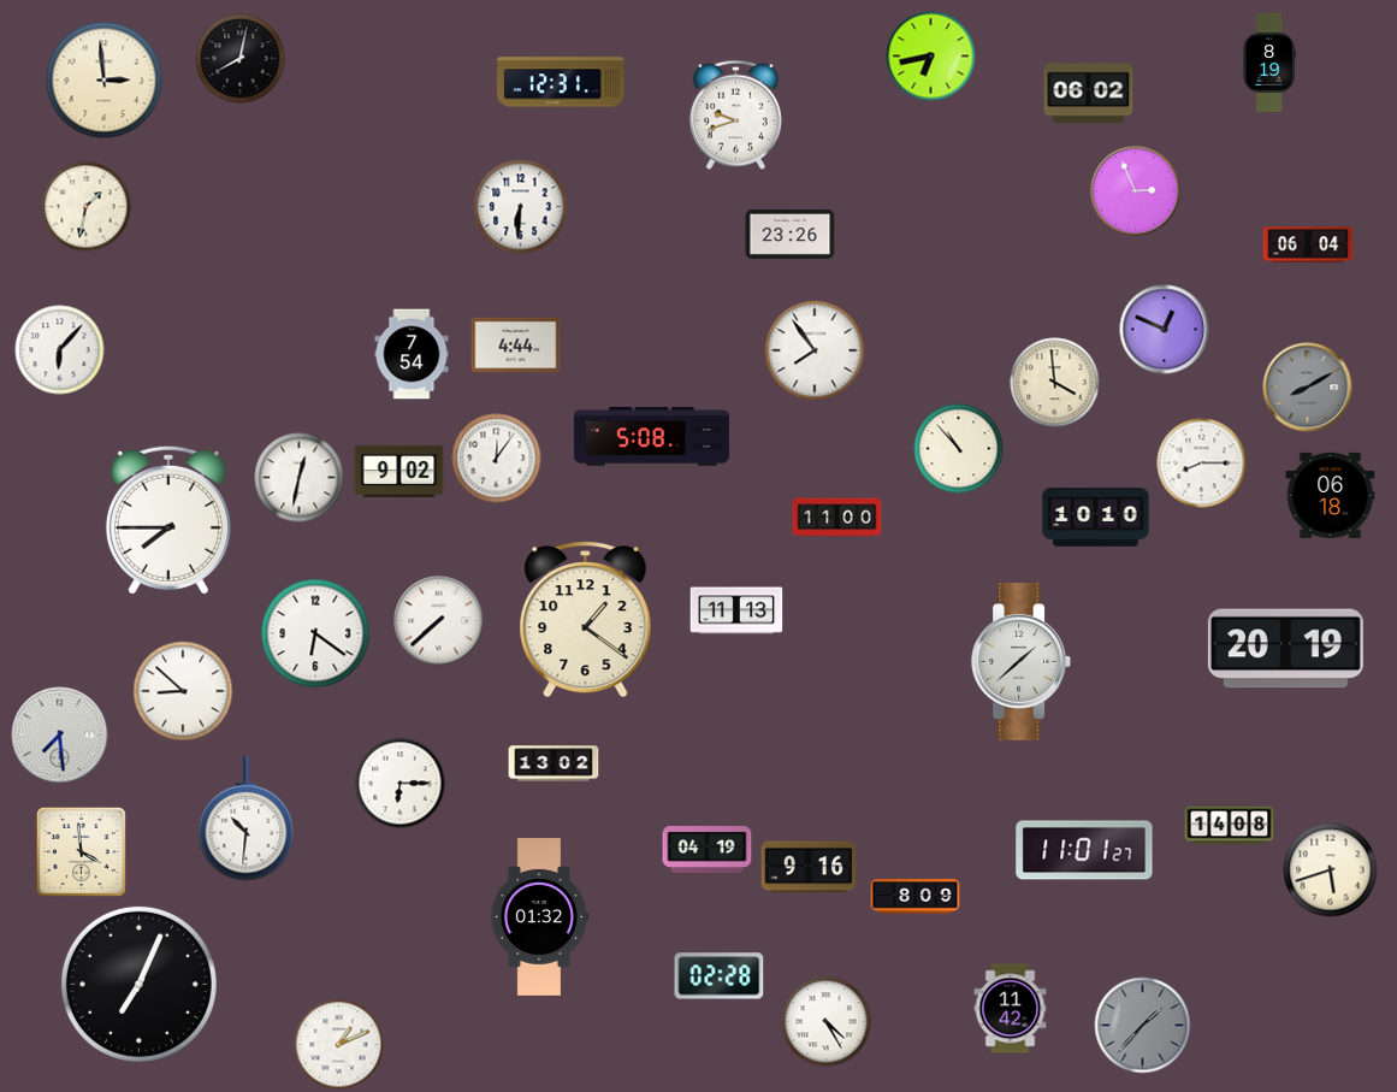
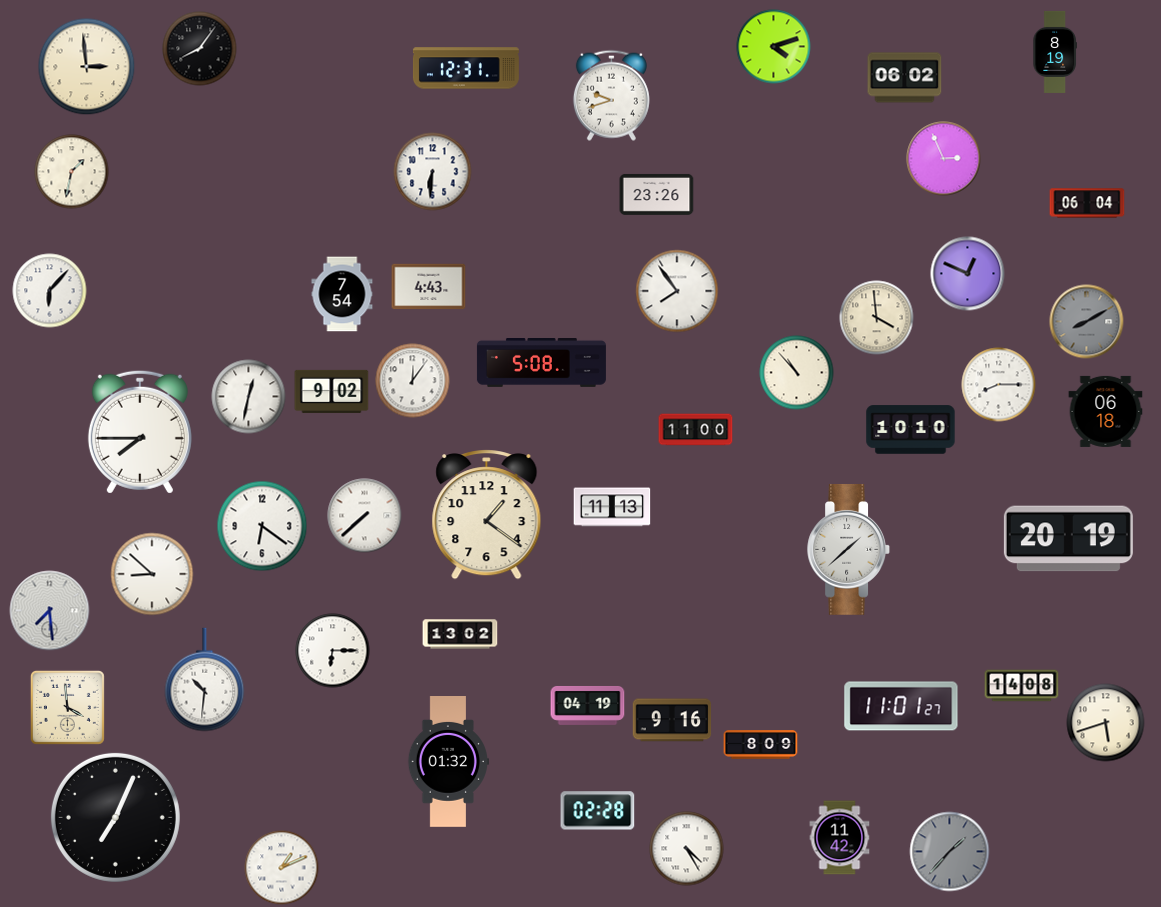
clock at (931, 57): 6:43 -> 4:12
clock at (241, 59): 8:02 -> 8:06
clock at (516, 346): 4:44 -> 4:43
